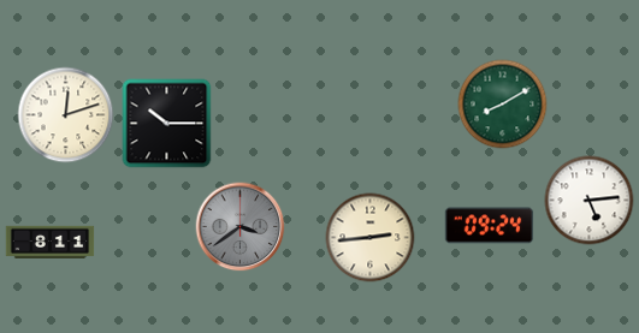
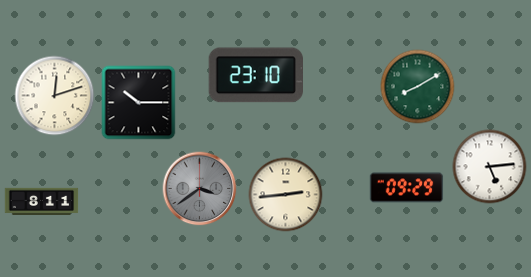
clock at (255, 75): none -> 23:10
clock at (490, 226): 09:24 -> 09:29
clock at (371, 238) position: (371, 238) -> (286, 195)
